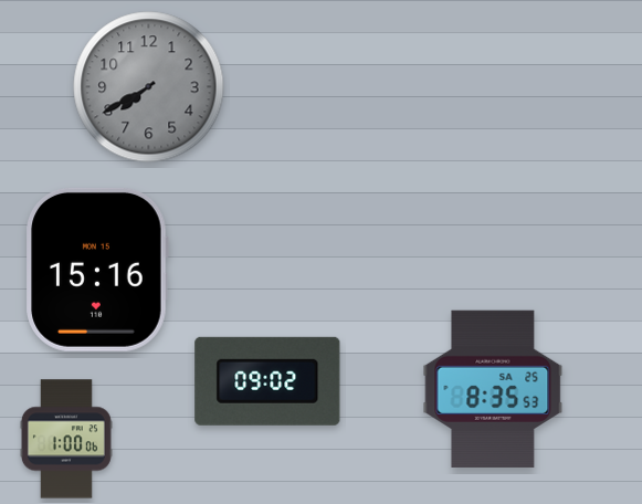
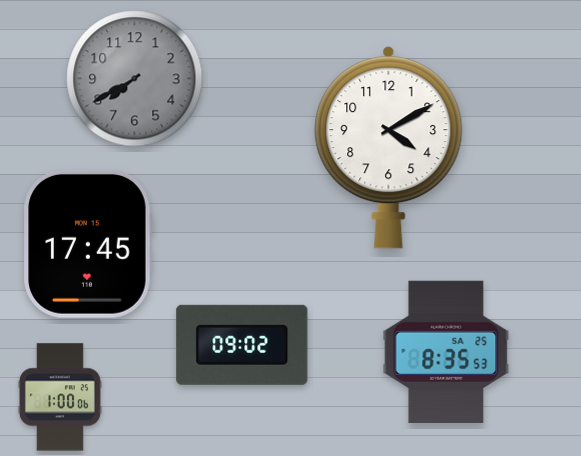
clock at (389, 147): none -> 4:10
clock at (97, 270): 15:16 -> 17:45
